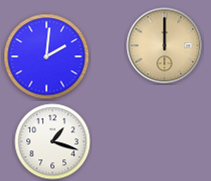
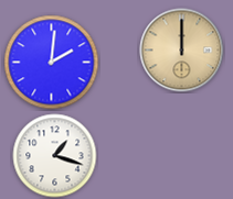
clock at (53, 142) position: (53, 142) -> (55, 156)
